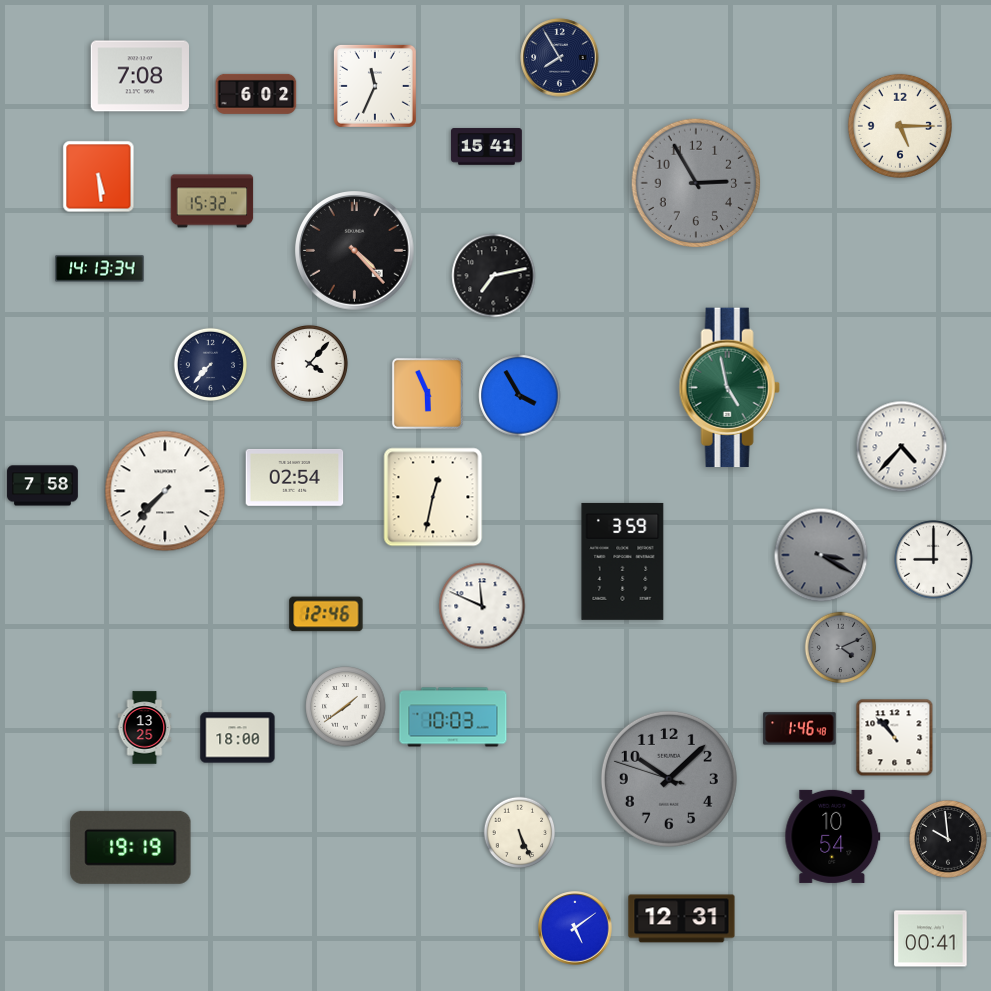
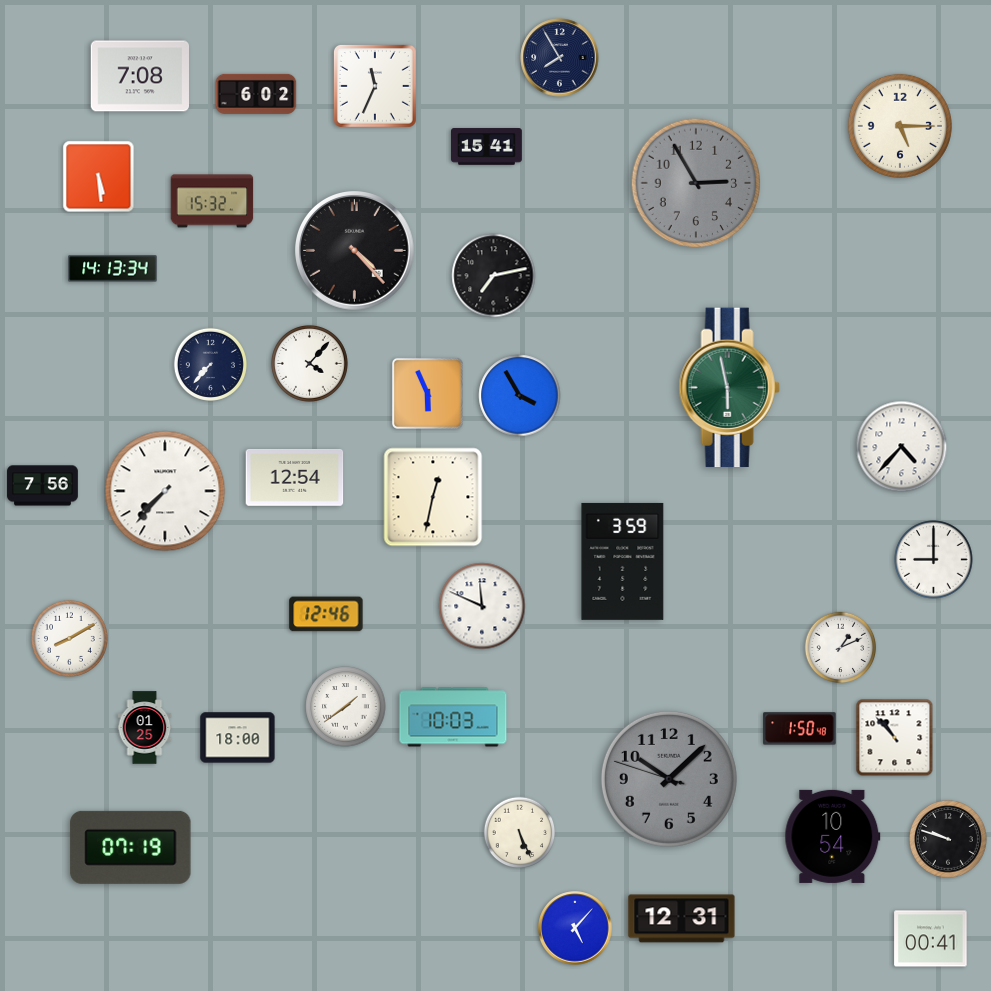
clock at (100, 269) position: (100, 269) -> (113, 269)
clock at (729, 388): 4:58 -> 5:58
clock at (295, 477): 02:54 -> 12:54
clock at (43, 486): 7:58 -> 7:56
clock at (821, 555): 3:20 -> none
clock at (69, 638): none -> 8:10
clock at (841, 648): 4:11 -> 1:11
clock at (841, 648) dial: grey -> white
clock at (145, 728): 13:25 -> 01:25
clock at (800, 729): 1:46 -> 1:50
clock at (949, 840): 9:59 -> 9:48
clock at (131, 847): 19:19 -> 07:19
clock at (575, 928): 5:09 -> 5:07
